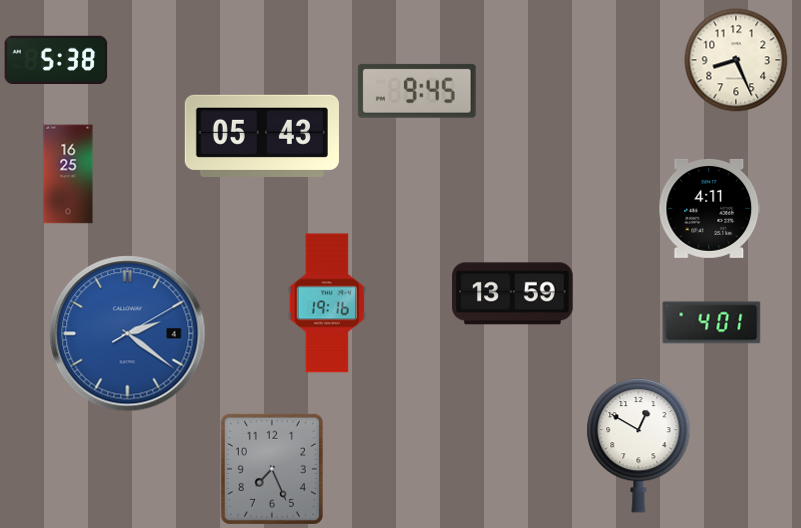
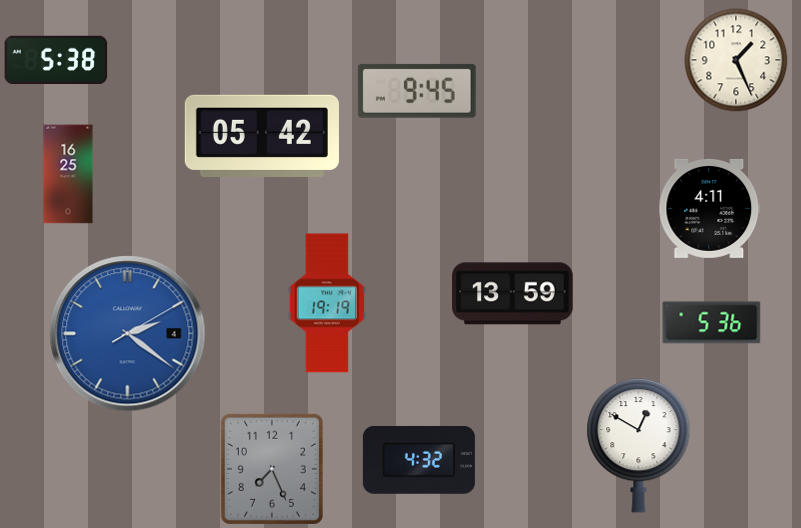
clock at (736, 60): 8:26 -> 1:26
clock at (262, 135): 05:43 -> 05:42
clock at (327, 303): 19:16 -> 19:19
clock at (712, 323): 4:01 -> 5:36
clock at (419, 460): none -> 4:32
